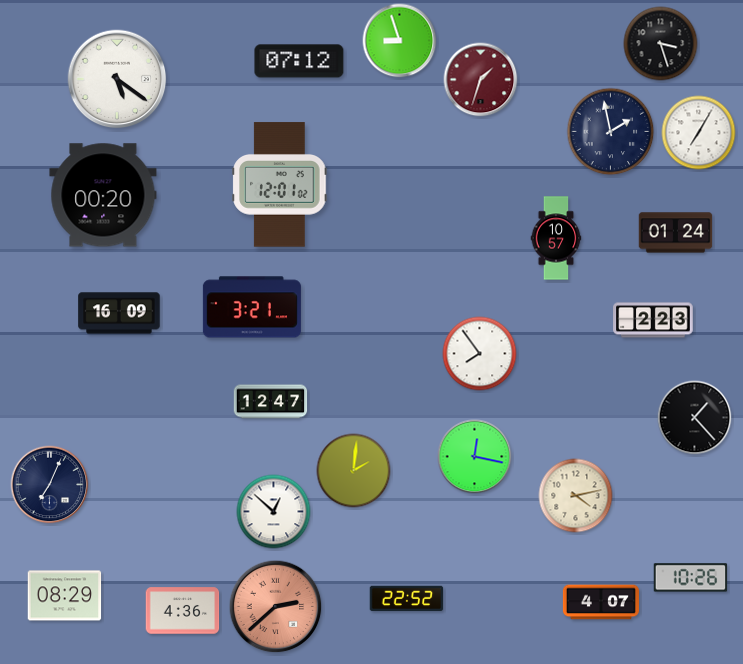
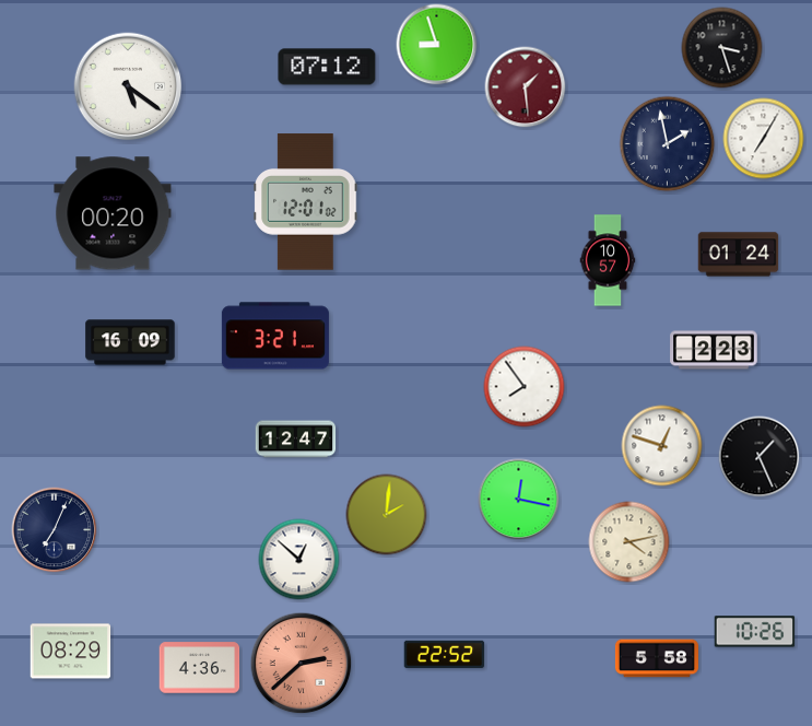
clock at (481, 80): 1:33 -> 1:29
clock at (699, 133) position: (699, 133) -> (764, 139)
clock at (662, 446): none -> 12:48
clock at (695, 418): 1:23 -> 1:26
clock at (601, 602): 4:07 -> 5:58
